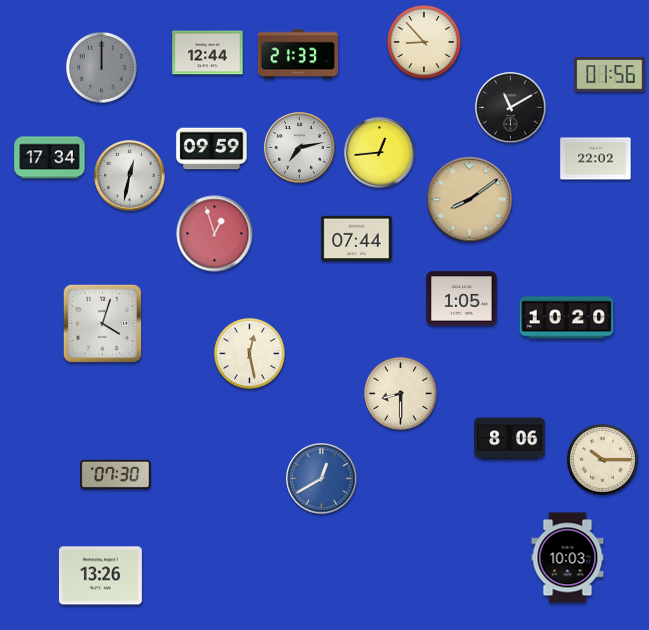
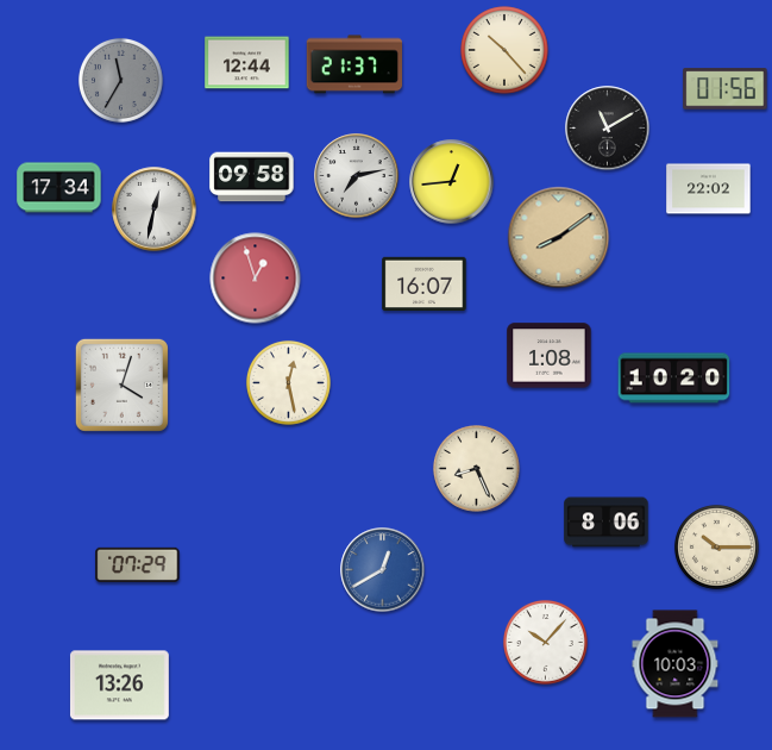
clock at (424, 42): 8:53 -> 10:23
clock at (297, 54): 21:33 -> 21:37
clock at (101, 67): 12:00 -> 11:35
clock at (212, 149): 09:59 -> 09:58
clock at (357, 239): 07:44 -> 16:07
clock at (462, 299): 1:05 -> 1:08
clock at (249, 353) position: (249, 353) -> (288, 382)
clock at (401, 394): 8:30 -> 8:26
clock at (116, 474): 07:30 -> 07:29
clock at (545, 642): none -> 10:07
